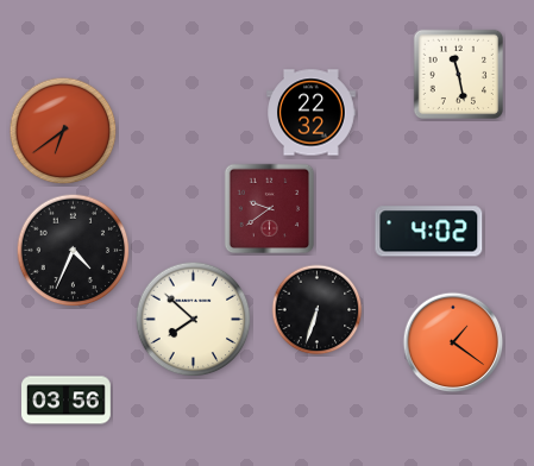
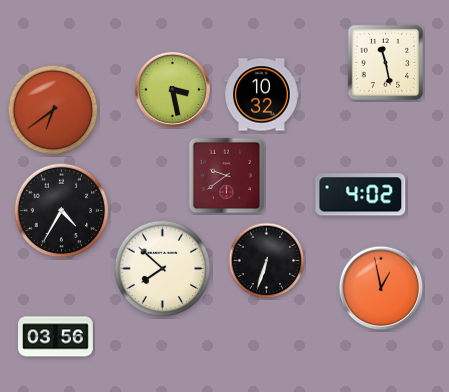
clock at (172, 89): none -> 3:28
clock at (312, 113): 22:32 -> 10:32
clock at (74, 251): 4:34 -> 4:35
clock at (453, 342): 1:21 -> 12:58
